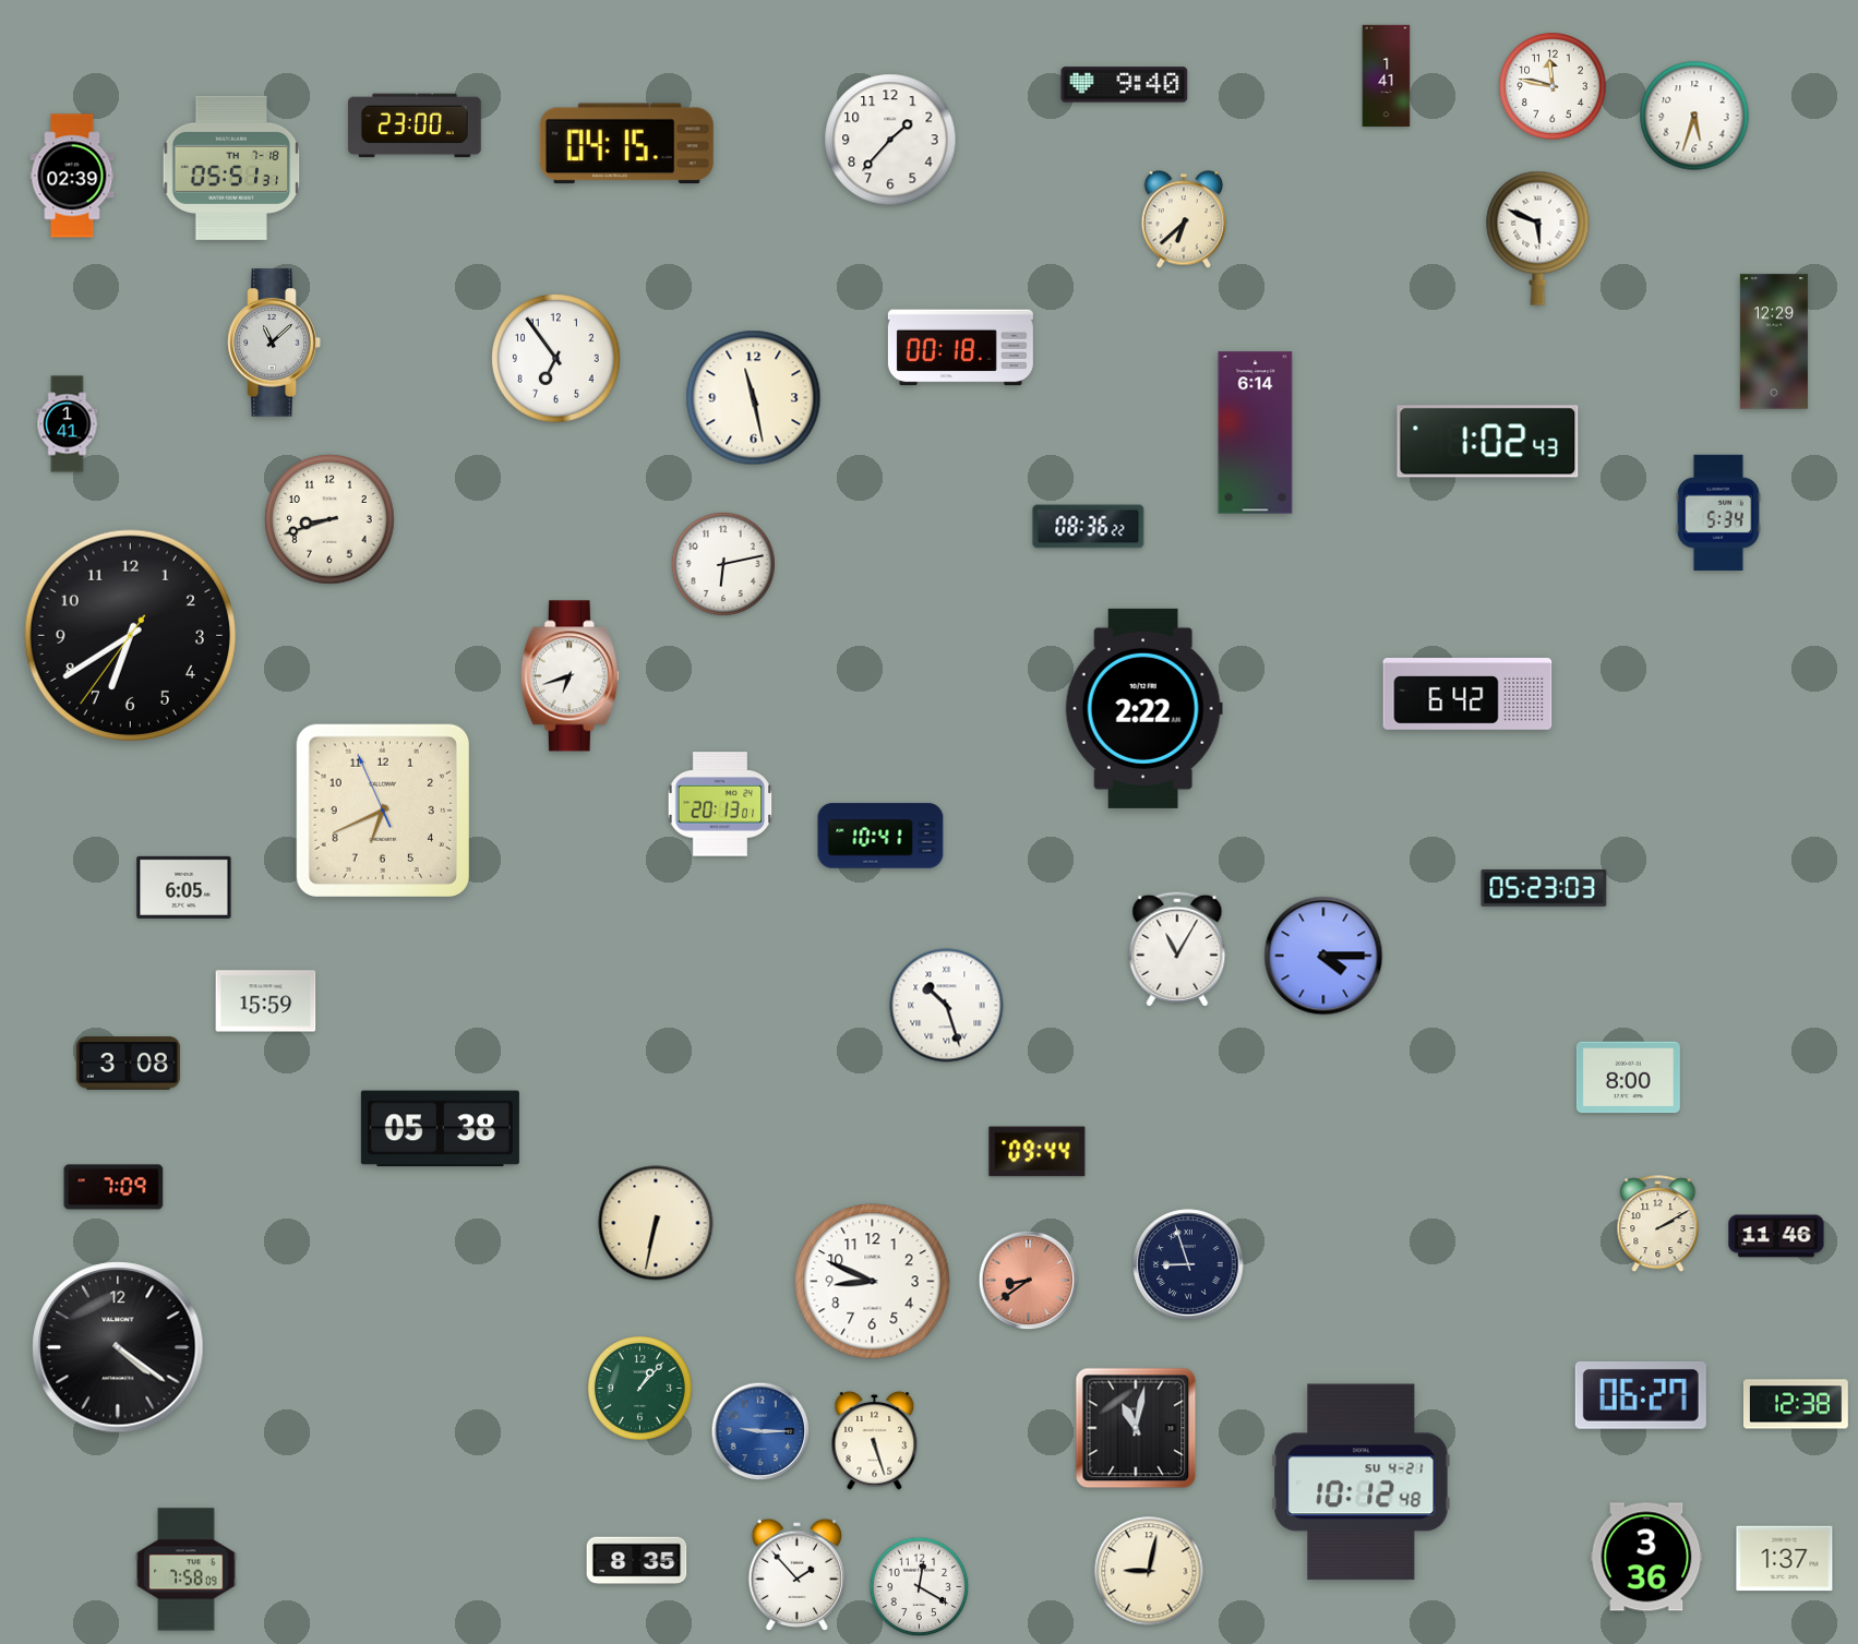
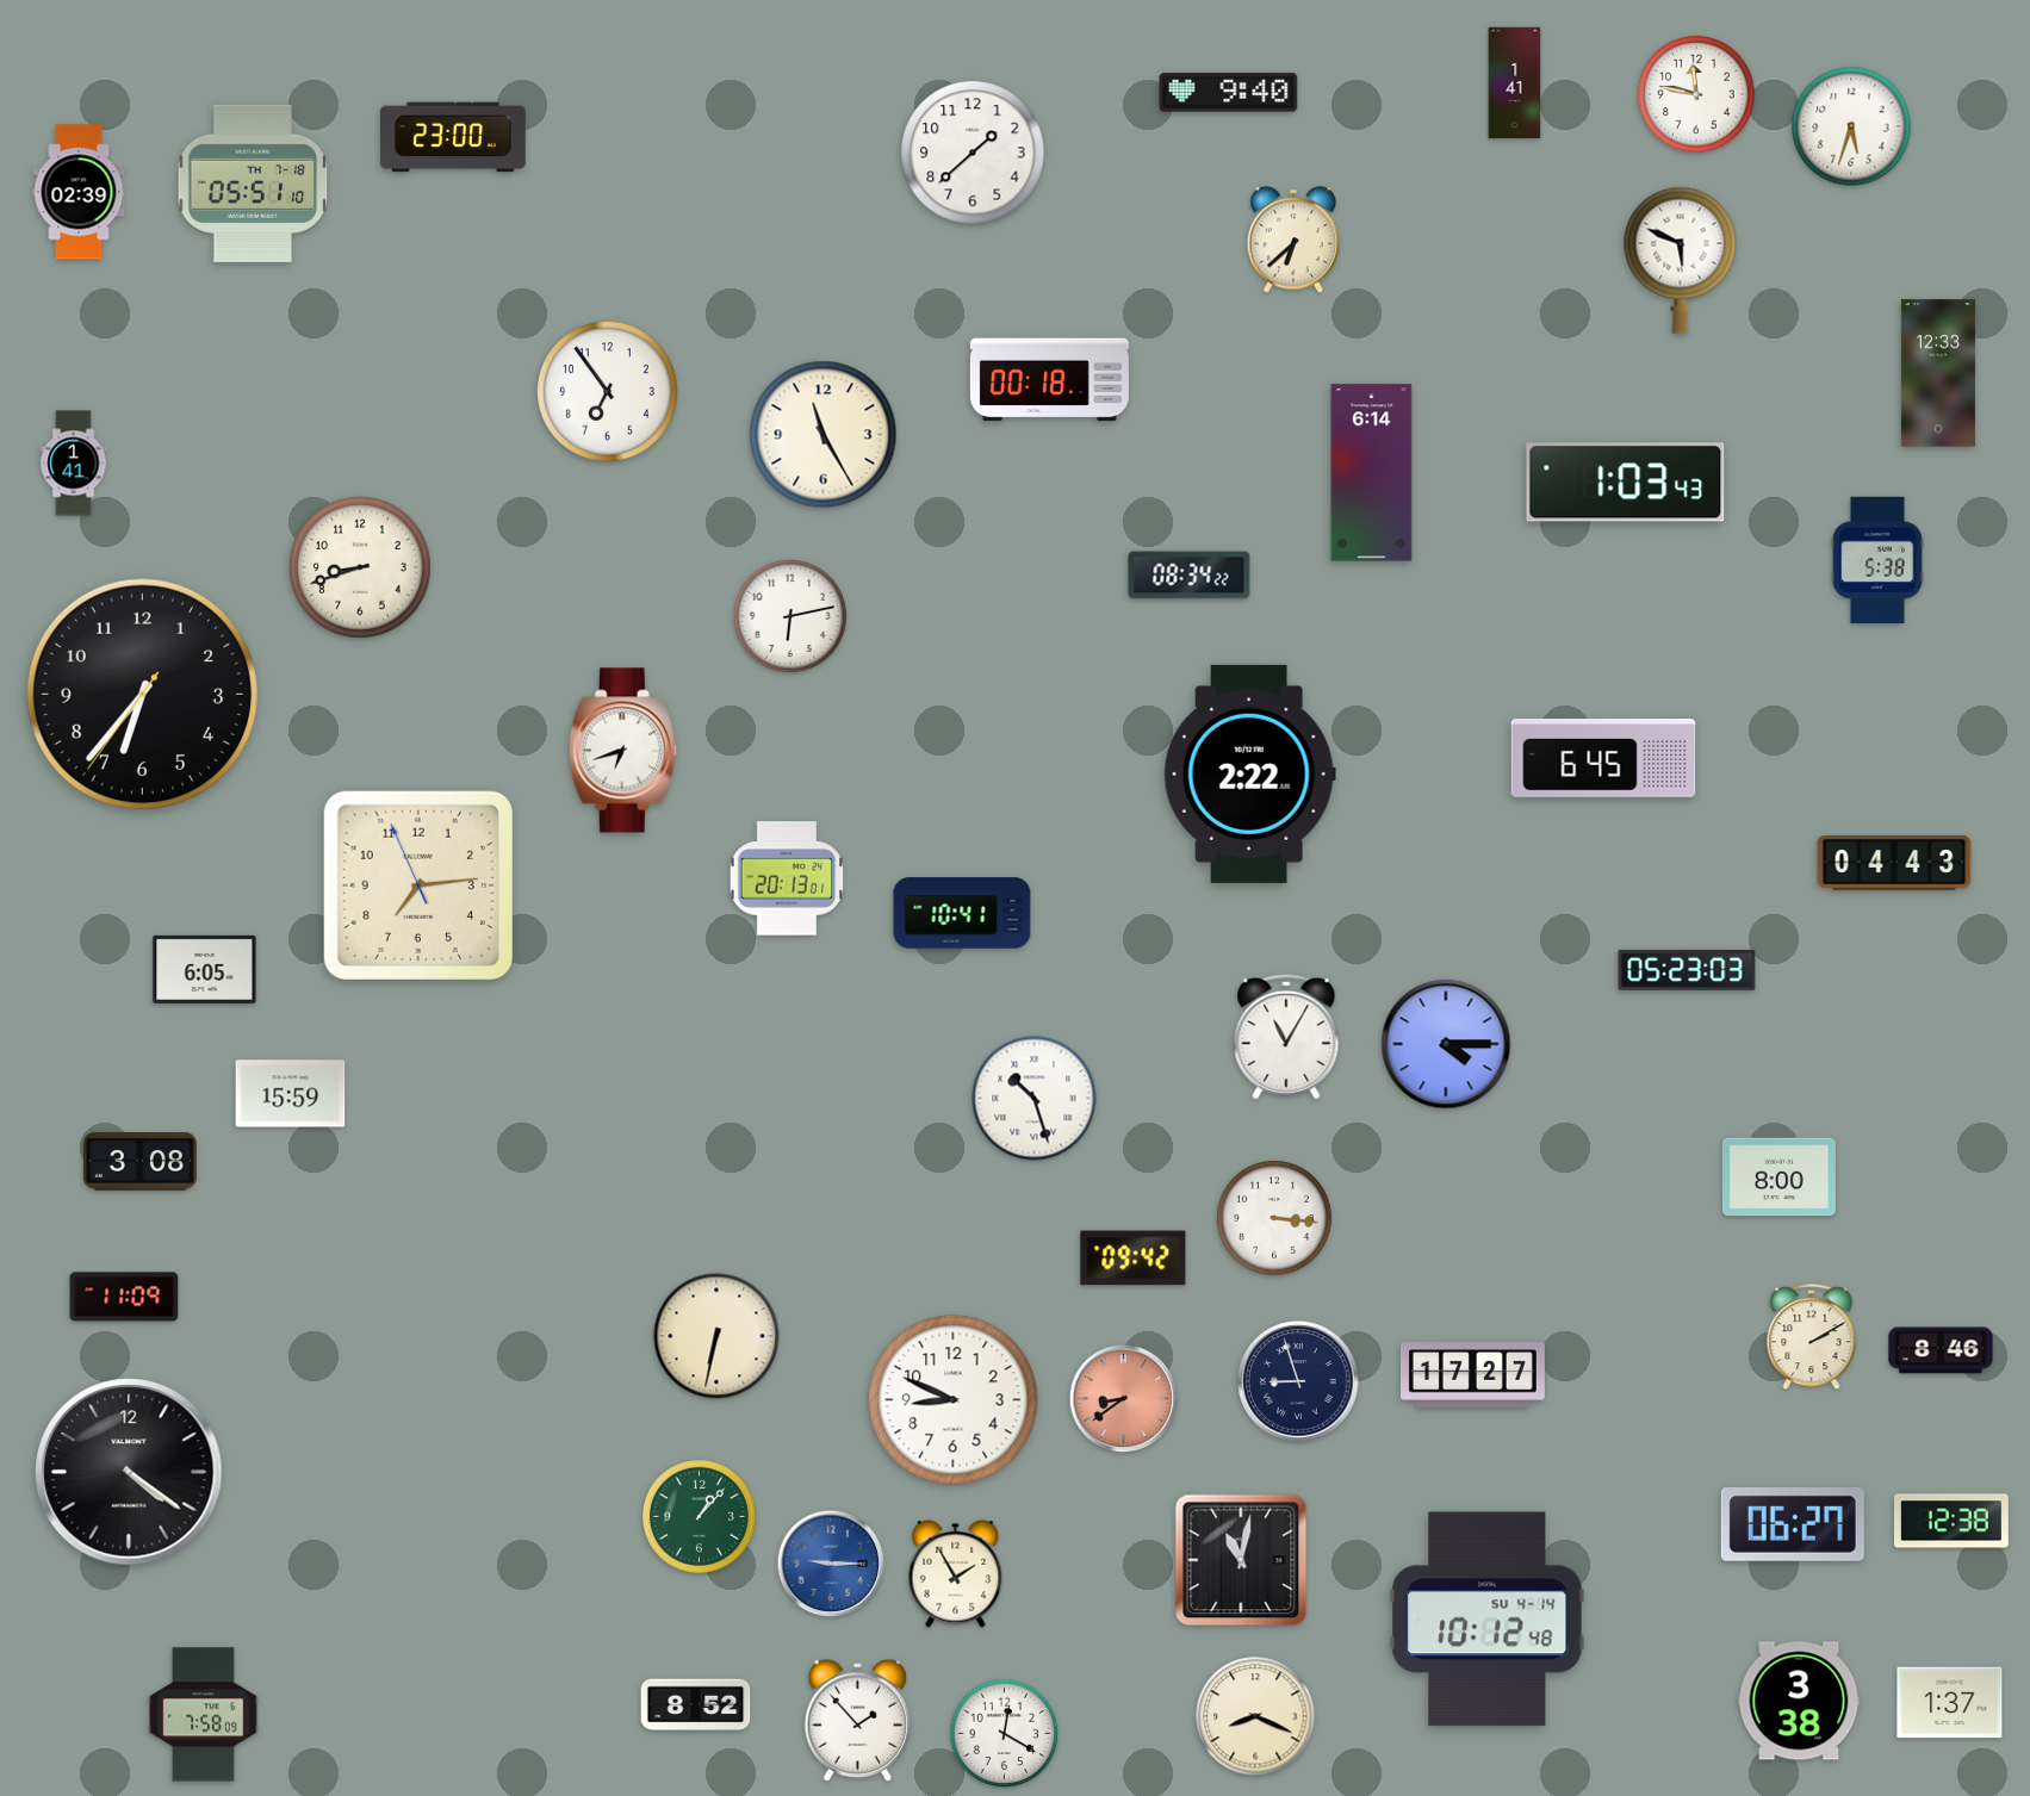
clock at (890, 140): 1:37 -> 1:38
clock at (626, 144): 04:15 -> none
clock at (231, 168): 05:51:31 -> 05:51:10
clock at (1774, 341): 12:29 -> 12:33
clock at (274, 343): 11:08 -> none
clock at (754, 398): 11:28 -> 11:25
clock at (1488, 442): 1:02 -> 1:03
clock at (1718, 512): 5:34 -> 5:38
clock at (1089, 527): 08:36 -> 08:34
clock at (130, 635): 6:39 -> 6:36
clock at (570, 676) position: (570, 676) -> (622, 751)
clock at (1467, 694): 6:42 -> 6:45
clock at (1894, 863): none -> 04:43
clock at (383, 811): 6:40 -> 7:13
clock at (184, 887) position: (184, 887) -> (205, 969)
clock at (1275, 1219): none -> 3:16
clock at (440, 1129): 05:38 -> none
clock at (1038, 1152): 09:44 -> 09:42
clock at (113, 1187): 7:09 -> 11:09
clock at (1776, 1236): 11:46 -> 8:46
clock at (1472, 1375): none -> 17:27
clock at (1796, 1404) position: (1796, 1404) -> (1951, 1521)
clock at (875, 1441): 5:27 -> 1:55
clock at (1362, 1483) date: SU 4-21 -> SU 4-14
clock at (1646, 1557): 3:36 -> 3:38
clock at (637, 1561): 8:35 -> 8:52
clock at (1149, 1571): 9:02 -> 8:19
clock at (796, 1574) position: (796, 1574) -> (857, 1720)
